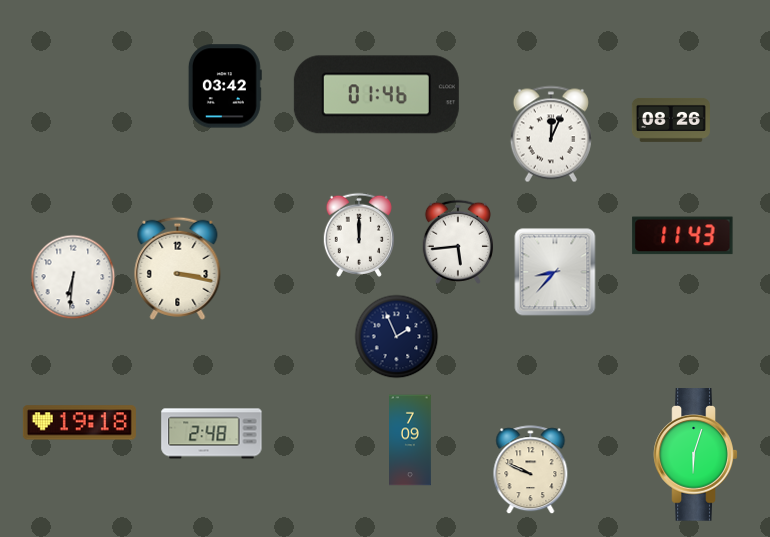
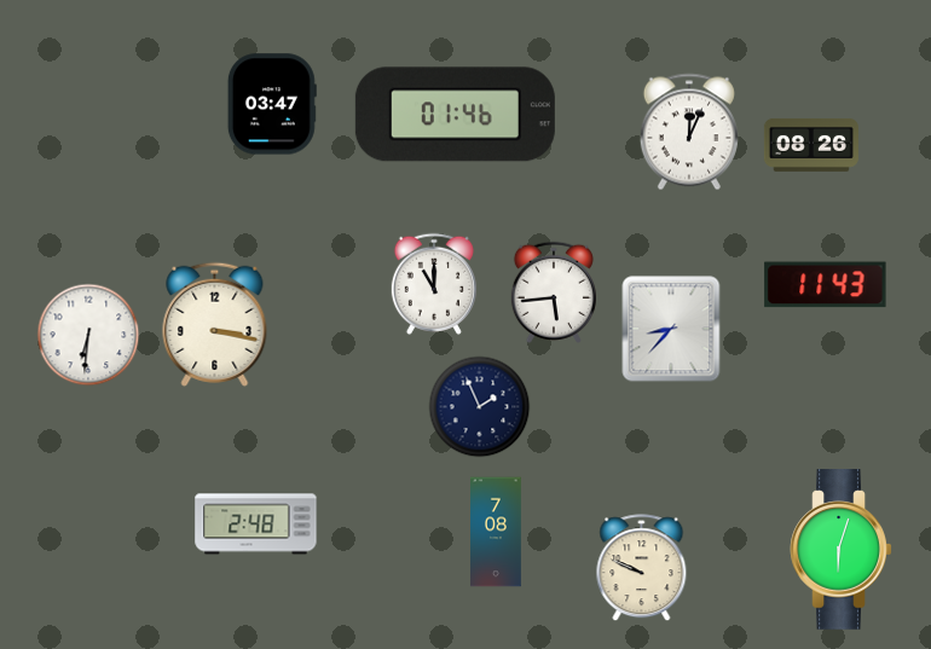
clock at (225, 86): 03:42 -> 03:47
clock at (551, 134) position: (551, 134) -> (689, 132)
clock at (359, 235): 12:00 -> 11:00
clock at (79, 423): 19:18 -> none
clock at (411, 440): 7:09 -> 7:08
